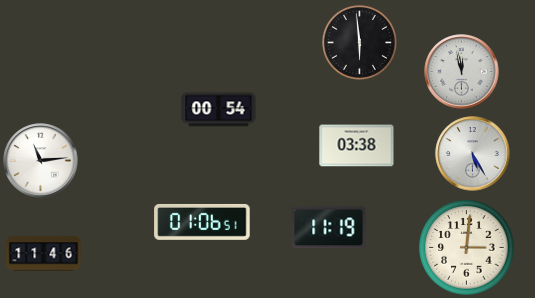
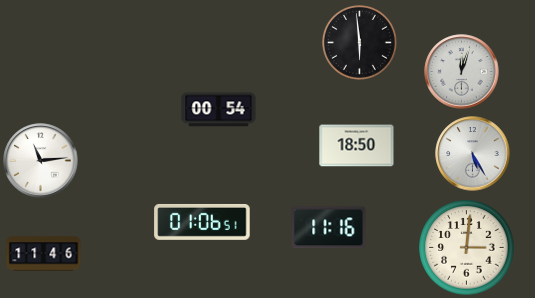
clock at (462, 72): 11:58 -> 12:03
clock at (357, 146): 03:38 -> 18:50
clock at (329, 228): 11:19 -> 11:16
